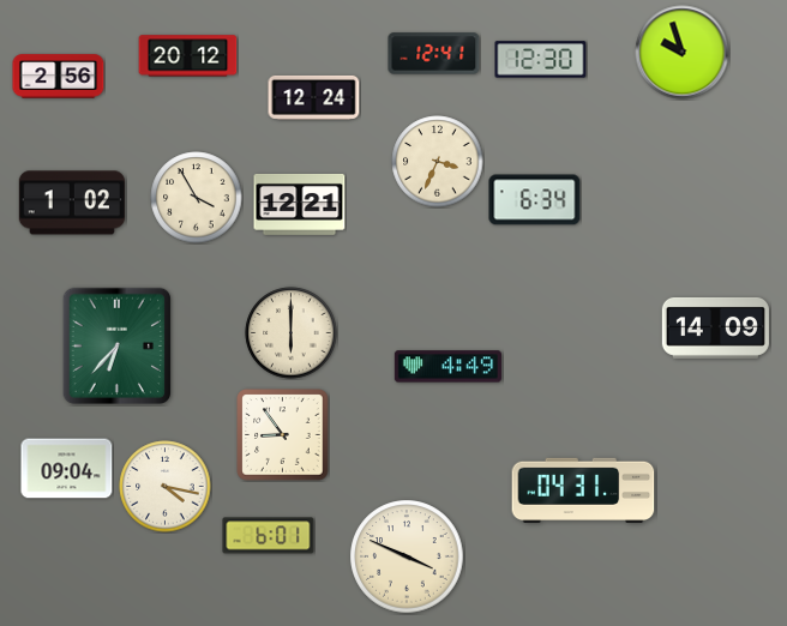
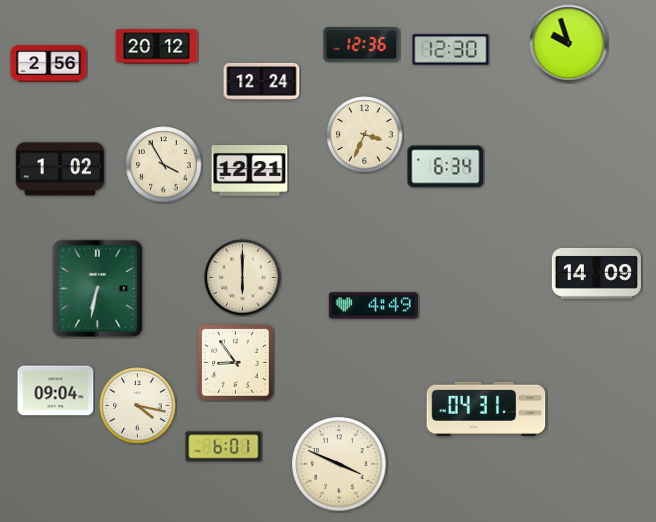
clock at (434, 54): 12:41 -> 12:36
clock at (116, 347): 6:37 -> 6:32
